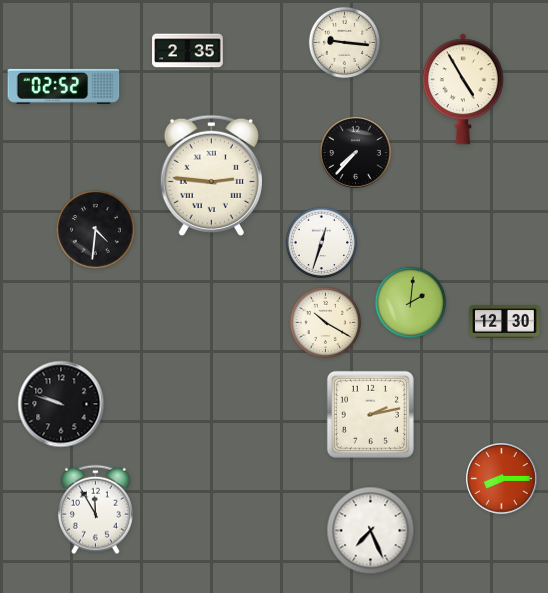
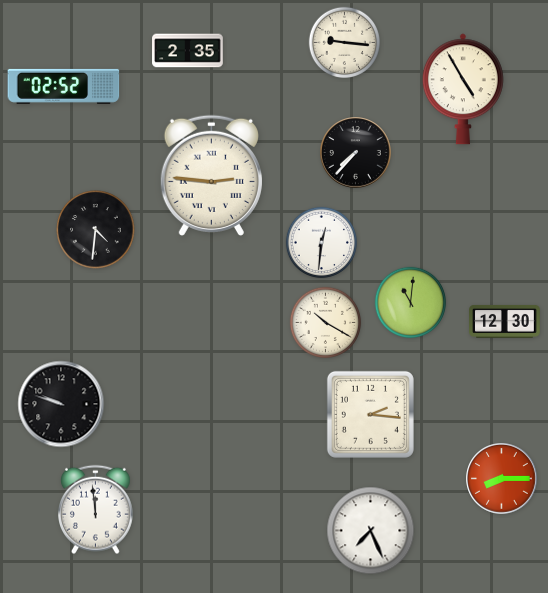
clock at (322, 243): 12:33 -> 12:31
clock at (411, 303): 2:01 -> 11:01
clock at (370, 414): 2:13 -> 2:16
clock at (96, 510): 11:55 -> 11:59
